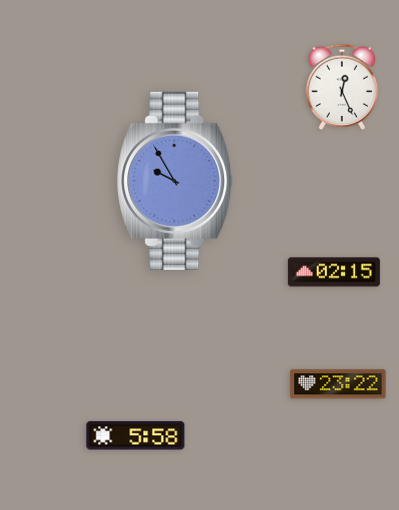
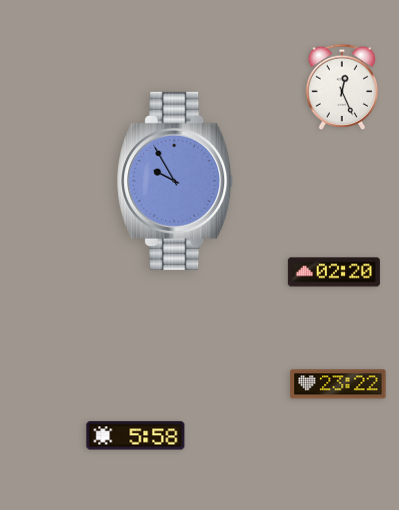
clock at (334, 272): 02:15 -> 02:20
